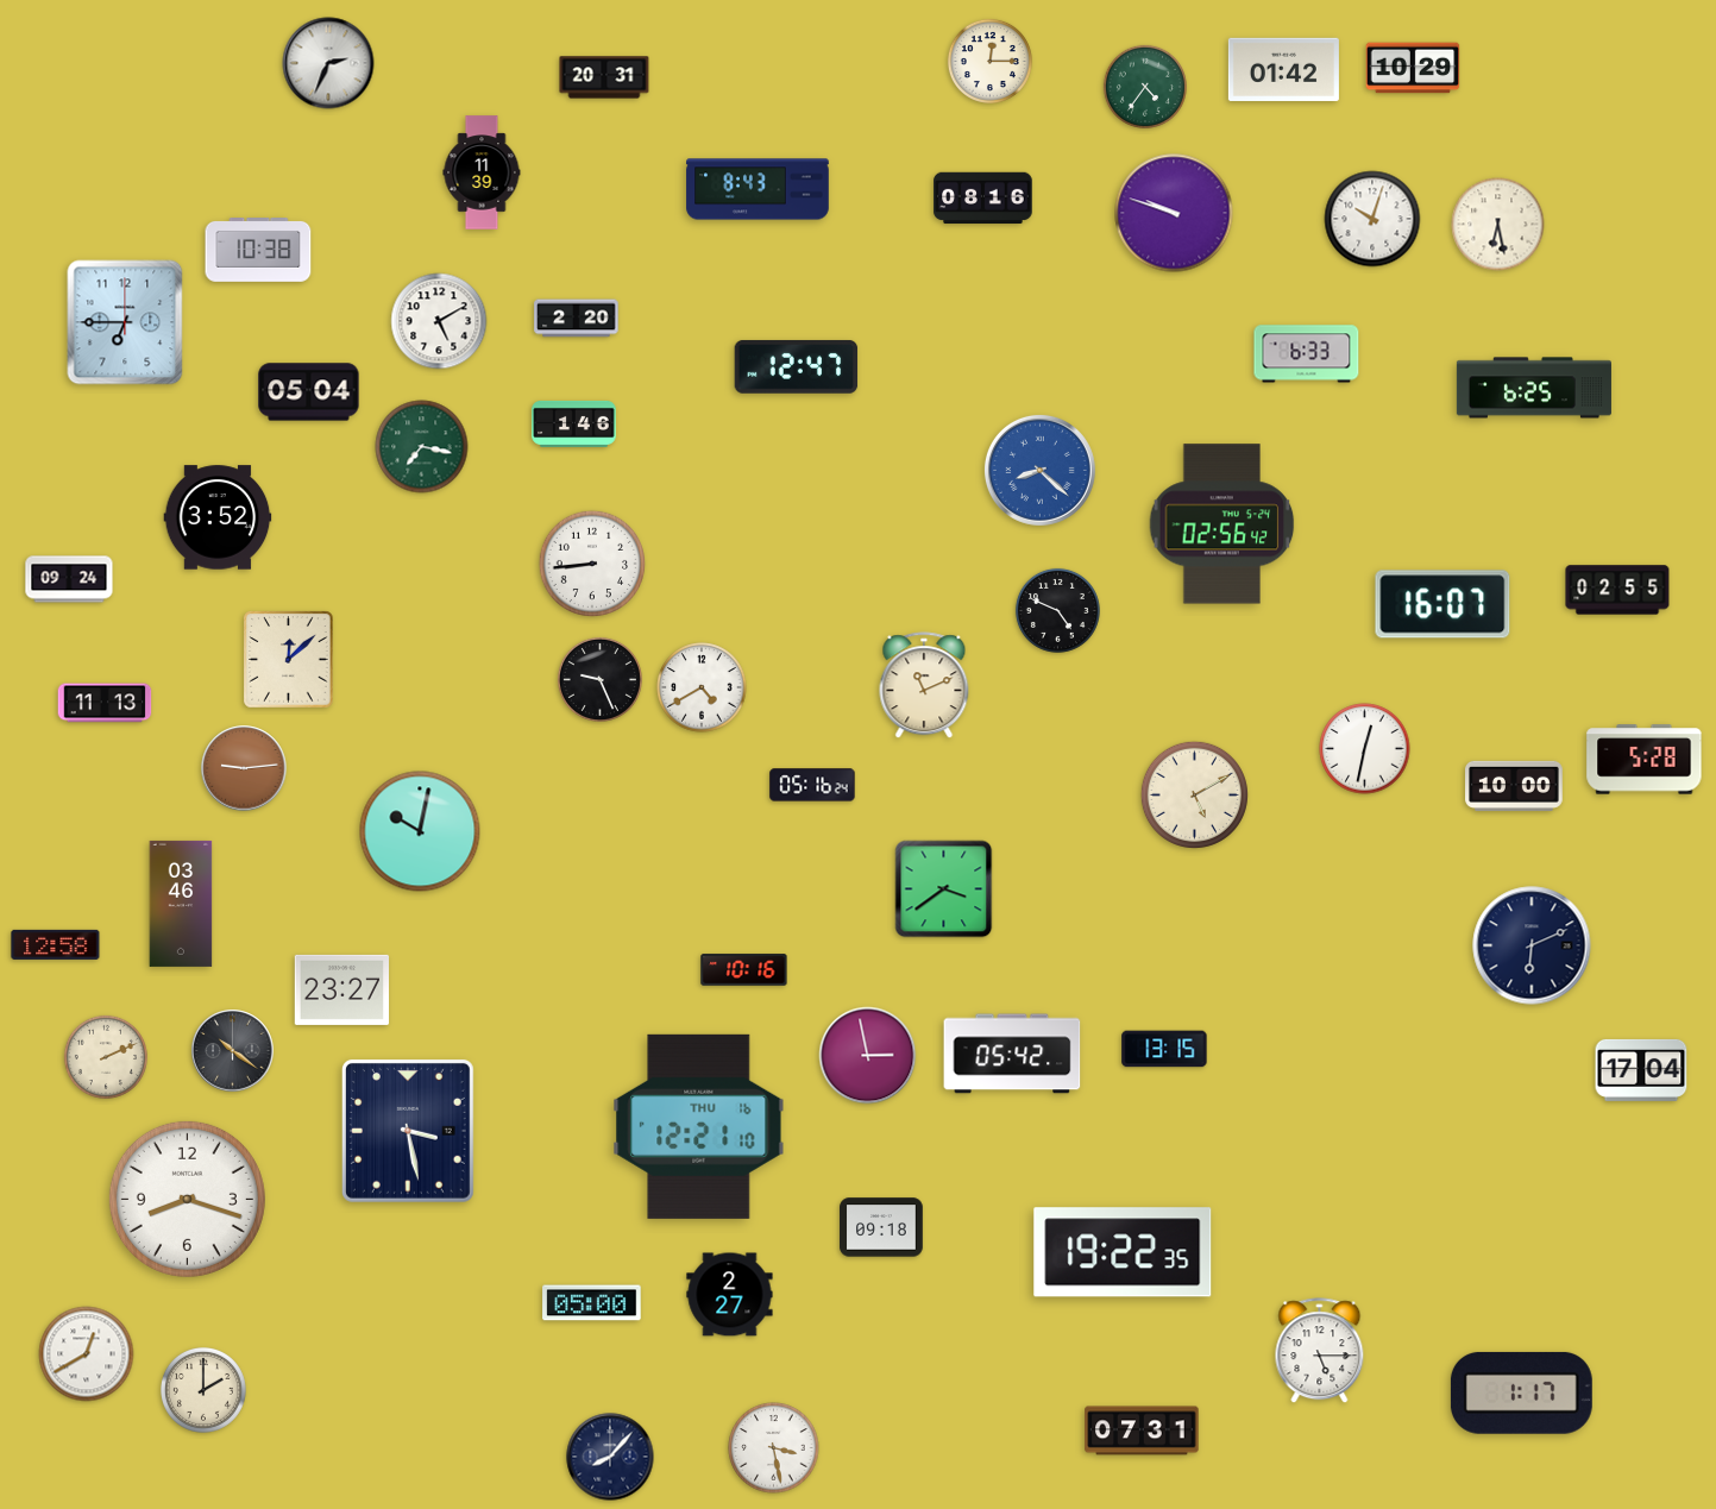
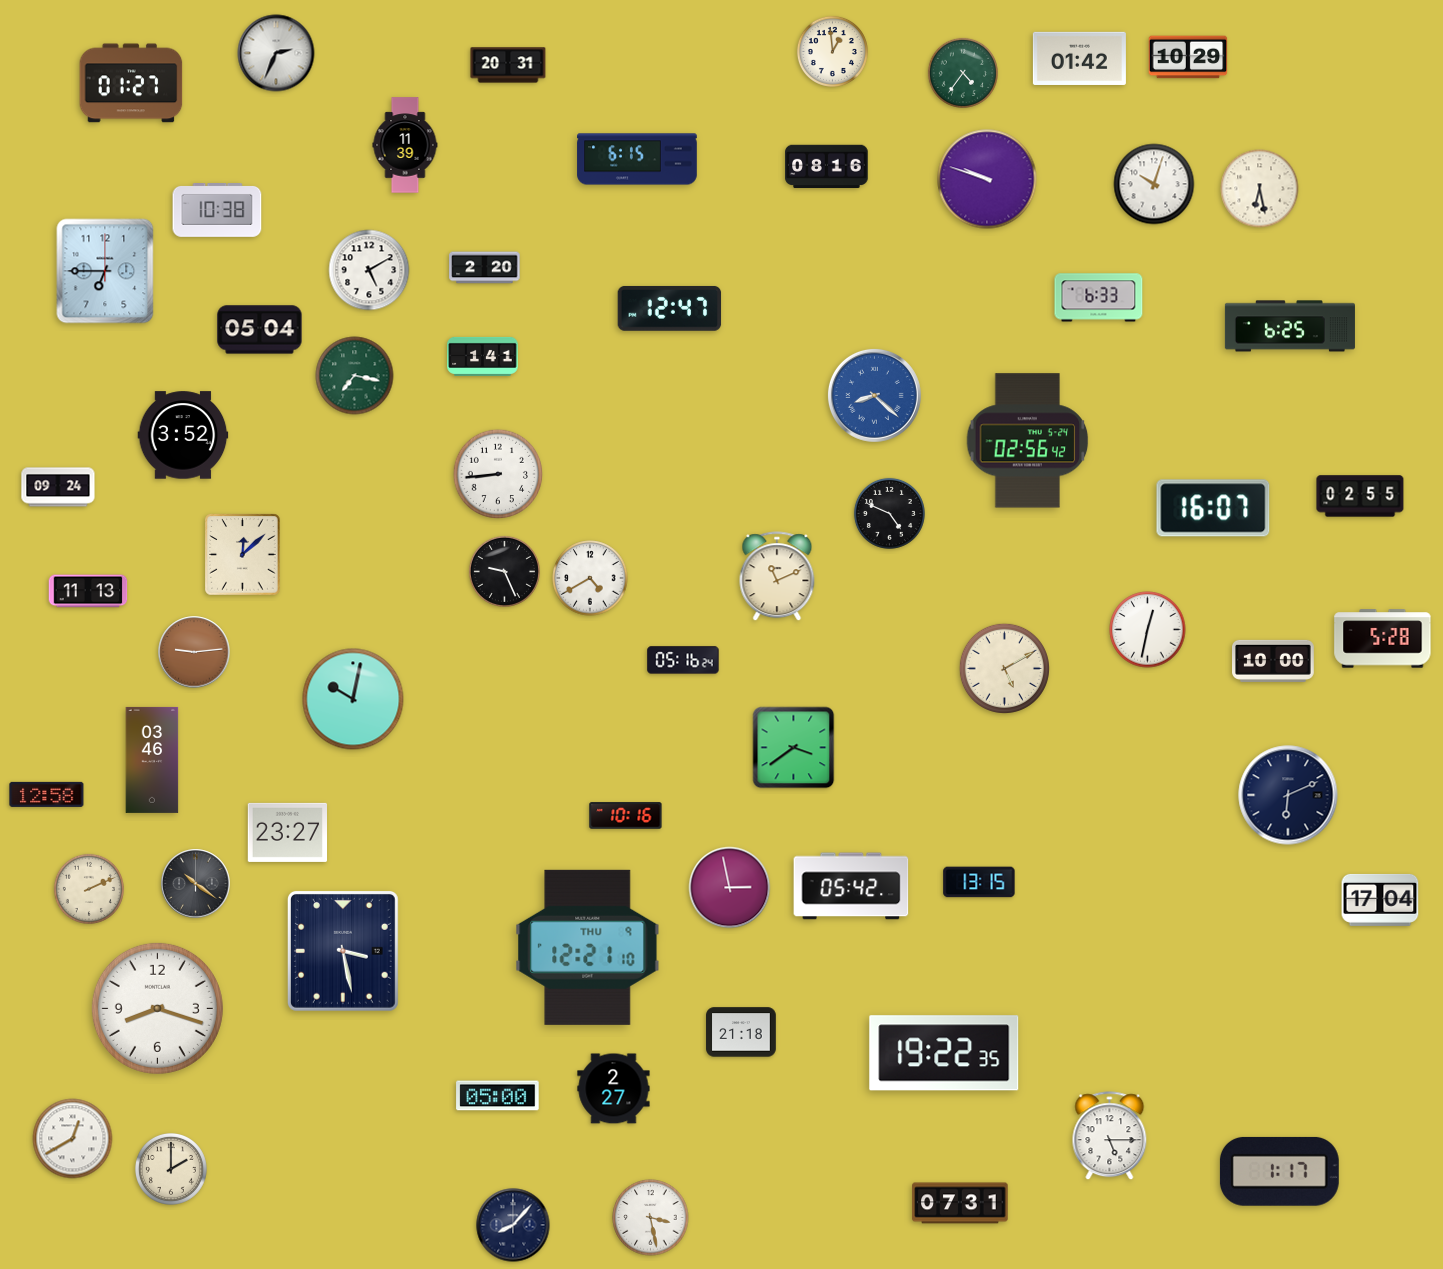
clock at (989, 61): 12:15 -> 12:59
clock at (131, 83): none -> 01:27
clock at (758, 189): 8:43 -> 6:15
clock at (574, 423): 1:46 -> 1:41
clock at (244, 768) position: (244, 768) -> (194, 652)
clock at (699, 1126) date: THU 16 -> THU 9
clock at (881, 1227): 09:18 -> 21:18
